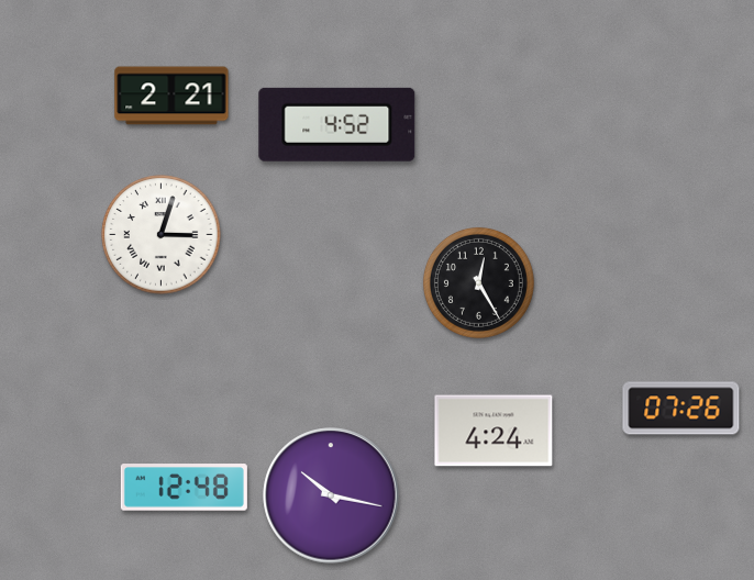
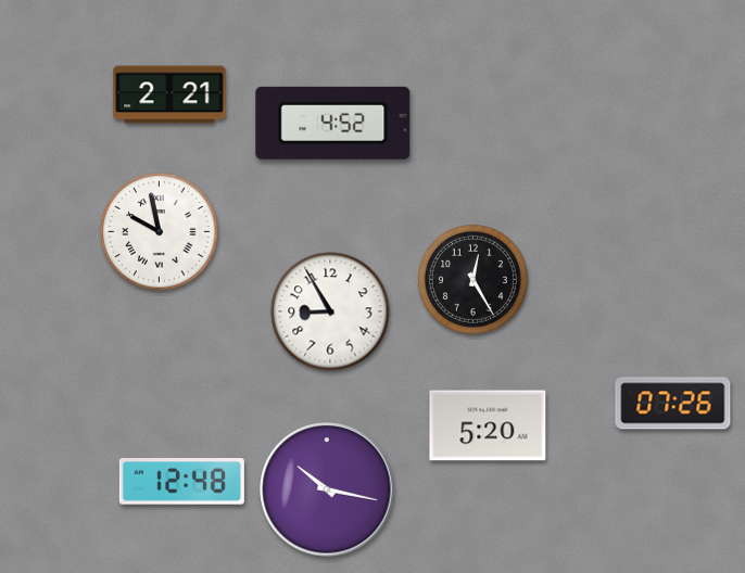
clock at (162, 235): 3:03 -> 9:58
clock at (330, 311): none -> 8:55
clock at (494, 431): 4:24 -> 5:20
